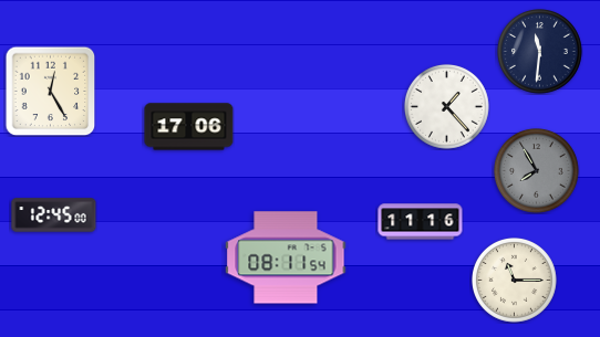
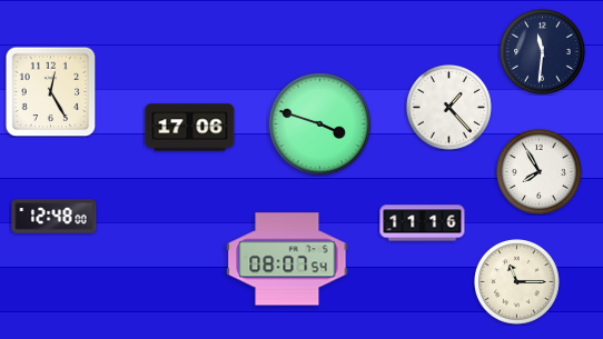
clock at (319, 123): none -> 3:48
clock at (537, 171) dial: grey -> white
clock at (54, 215): 12:45 -> 12:48
clock at (286, 257): 08:11 -> 08:07
